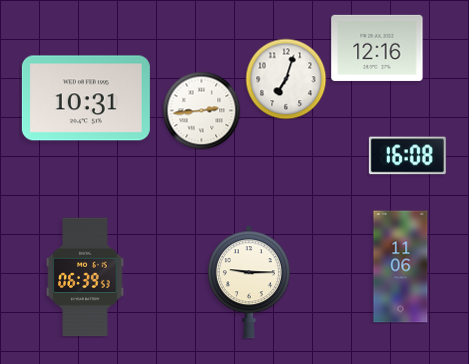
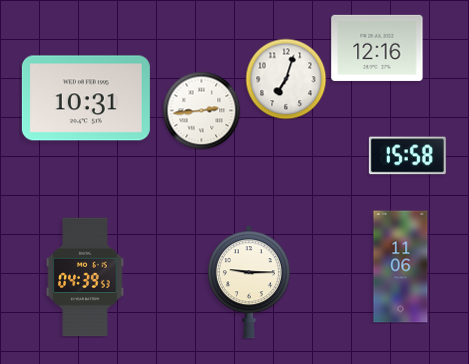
clock at (407, 156): 16:08 -> 15:58
clock at (85, 277): 06:39 -> 04:39
